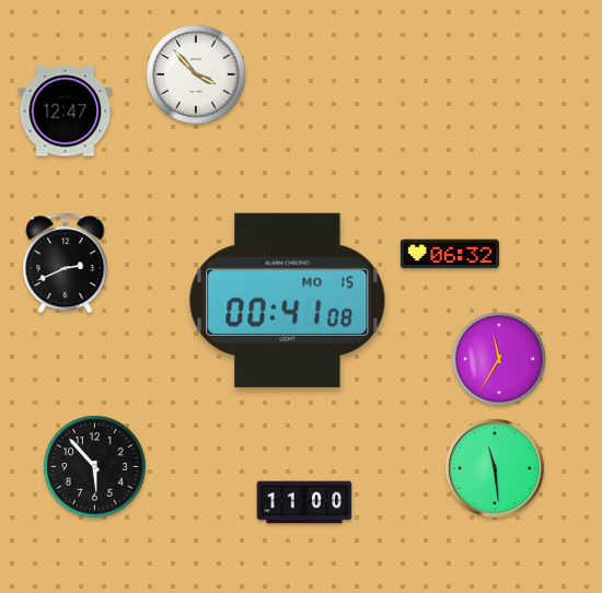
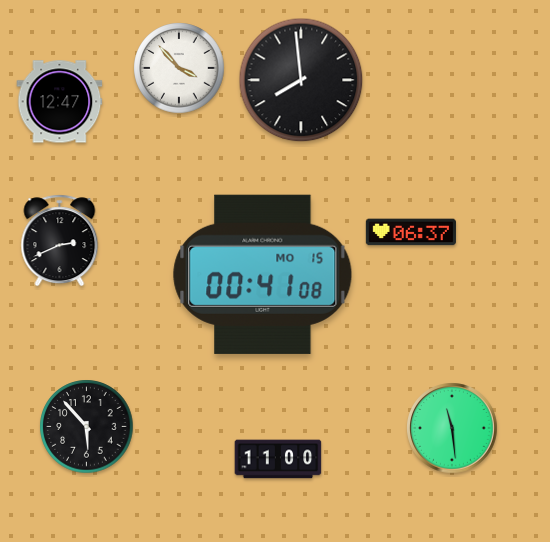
clock at (301, 80): none -> 7:59
clock at (450, 254): 06:32 -> 06:37
clock at (499, 359): 11:35 -> none
